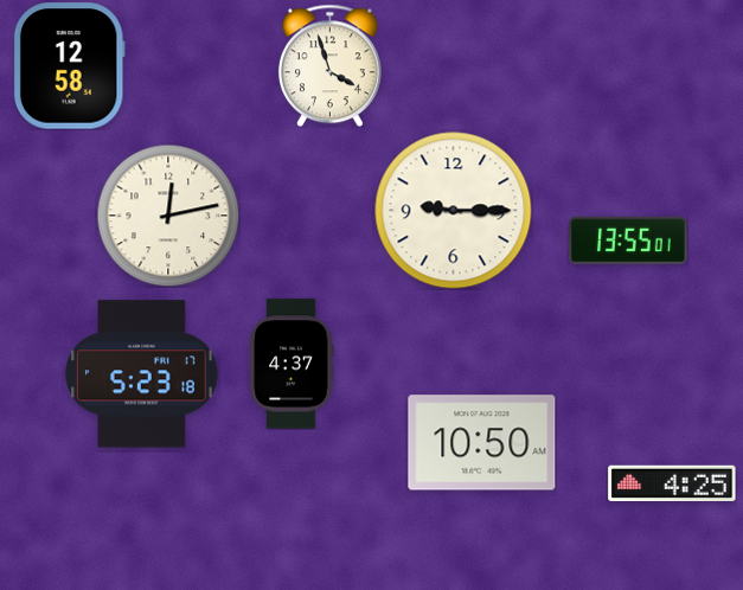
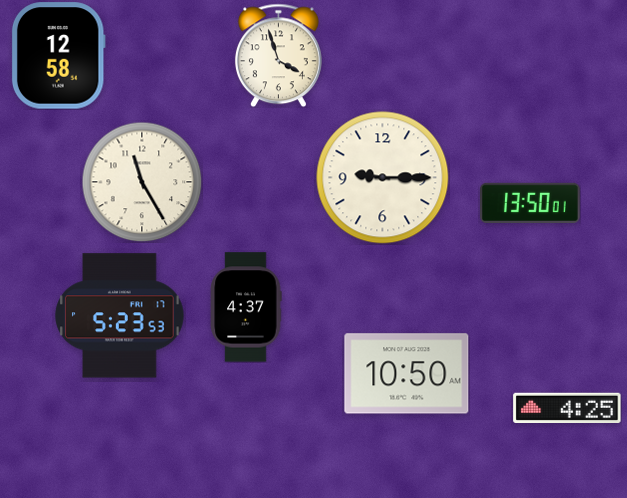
clock at (168, 216): 12:13 -> 11:25
clock at (629, 241): 13:55 -> 13:50
clock at (142, 374): 5:23:18 -> 5:23:53
